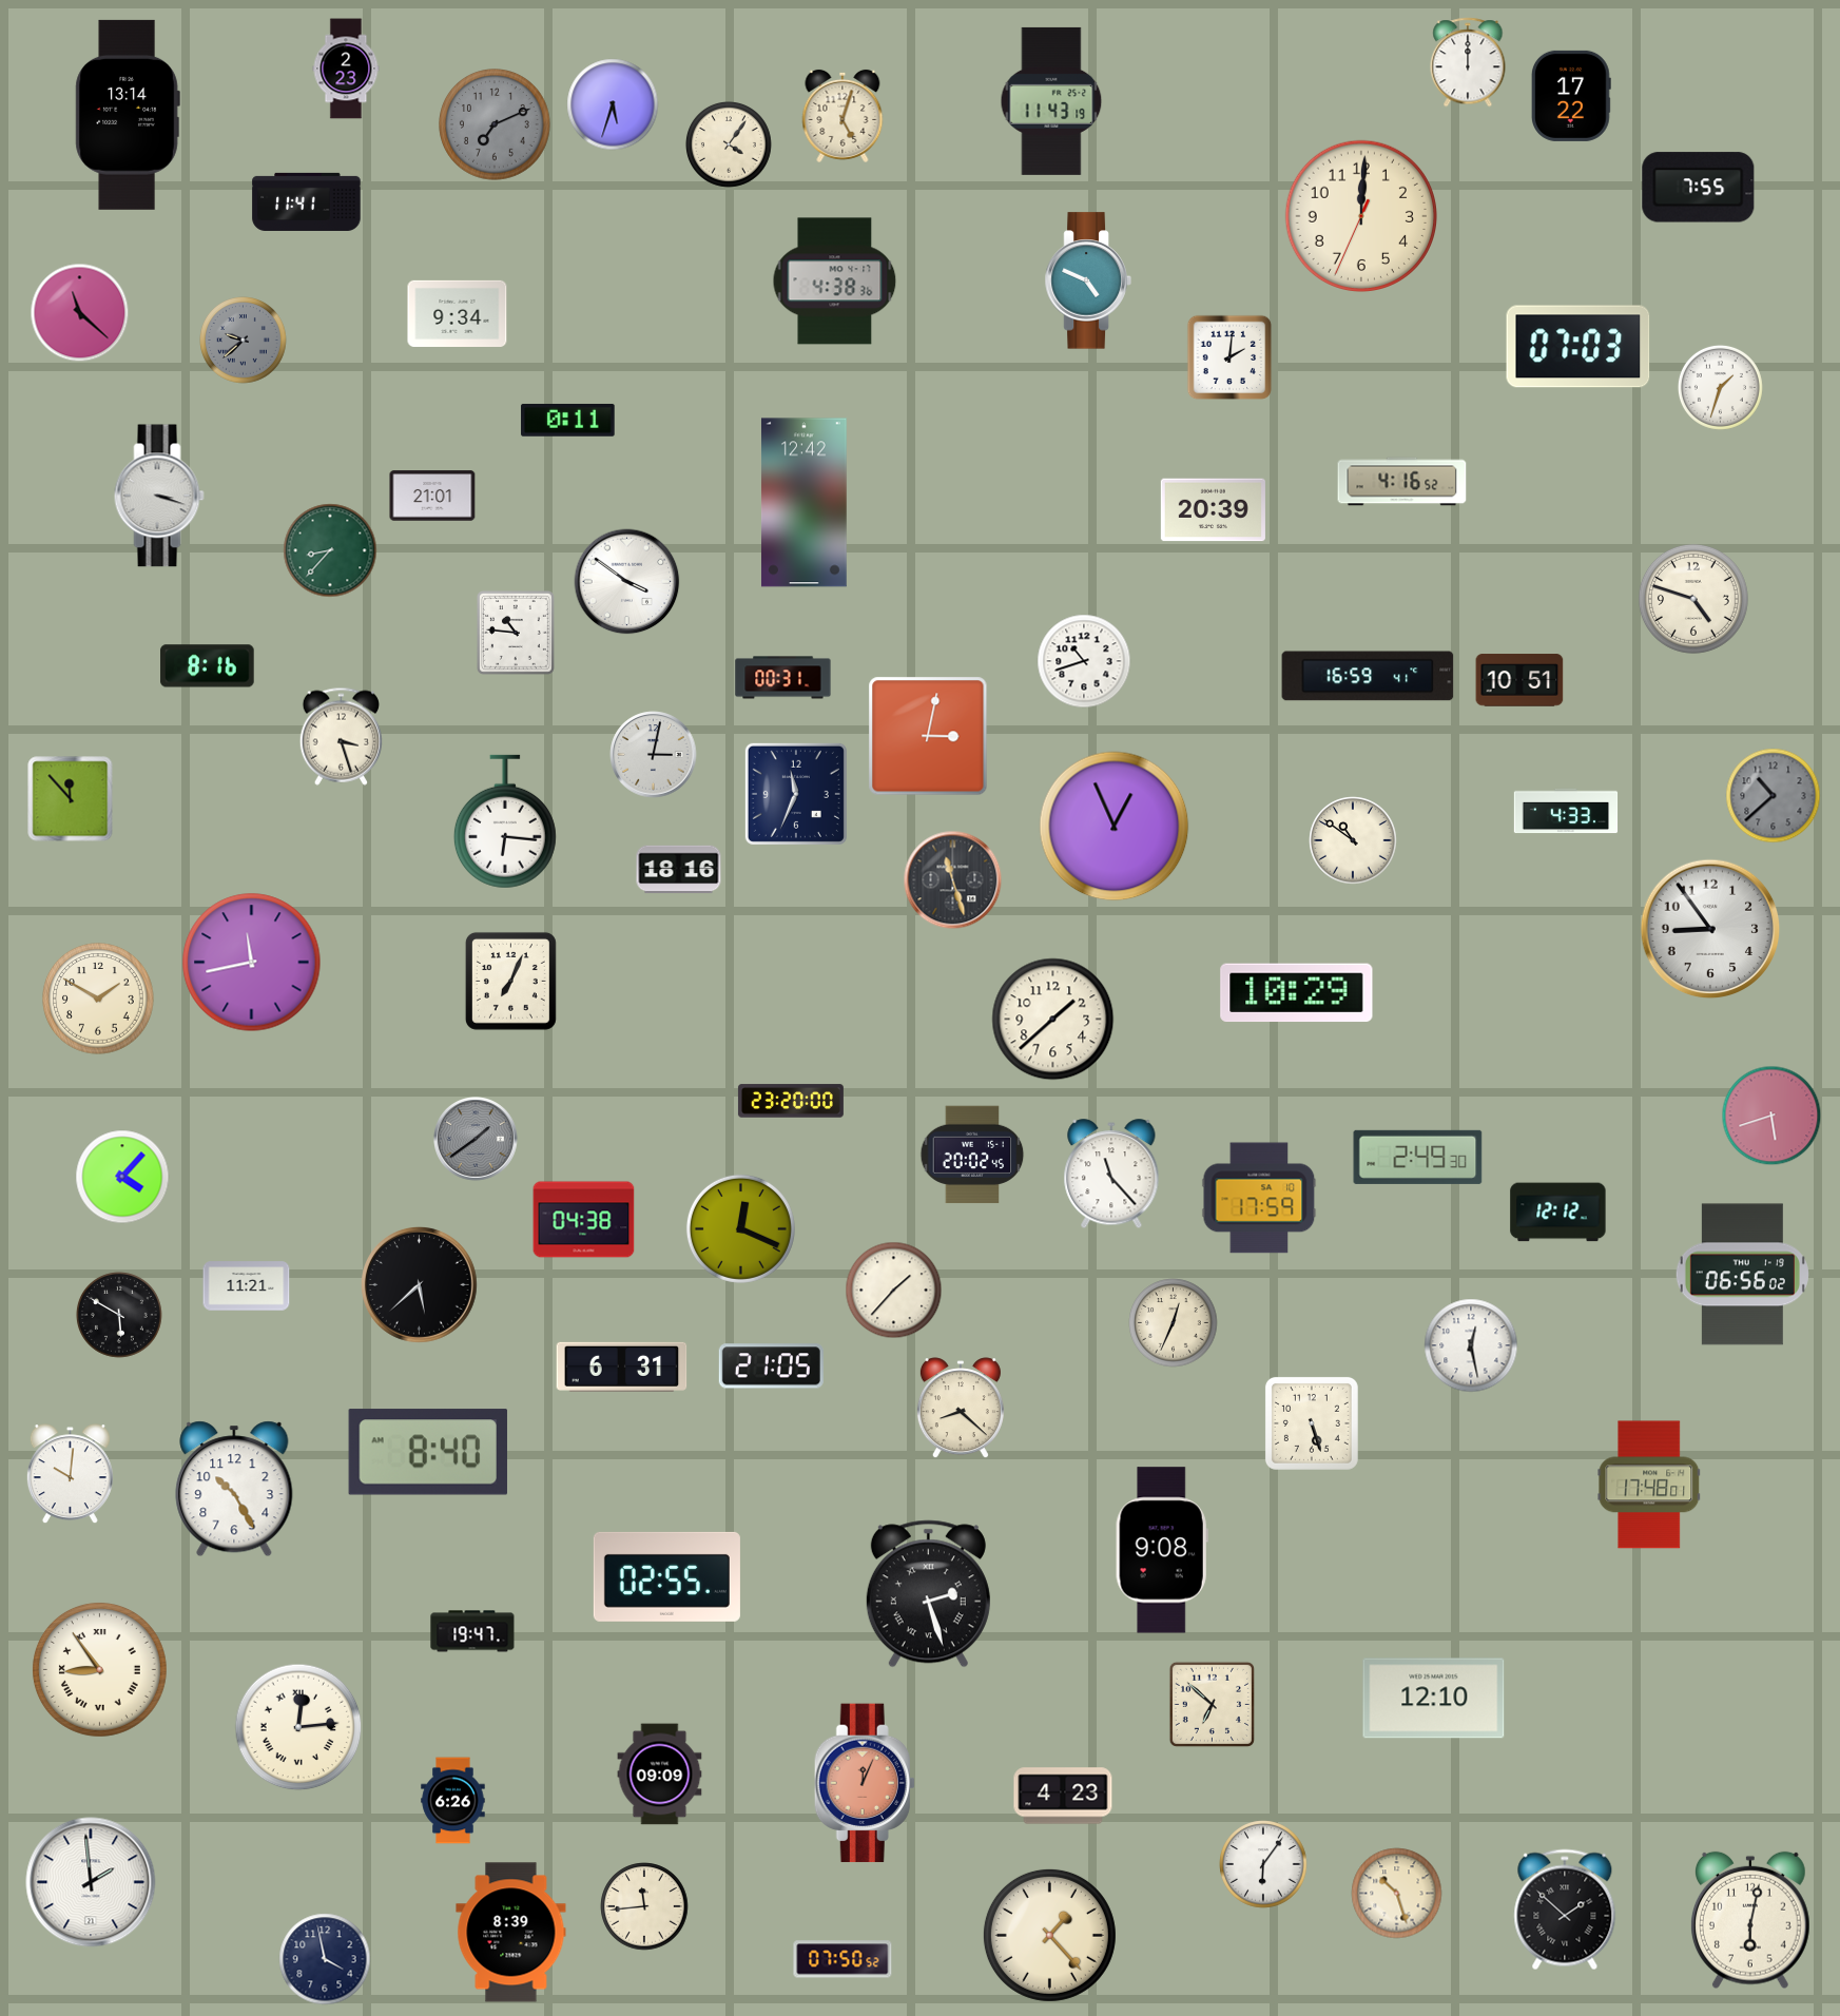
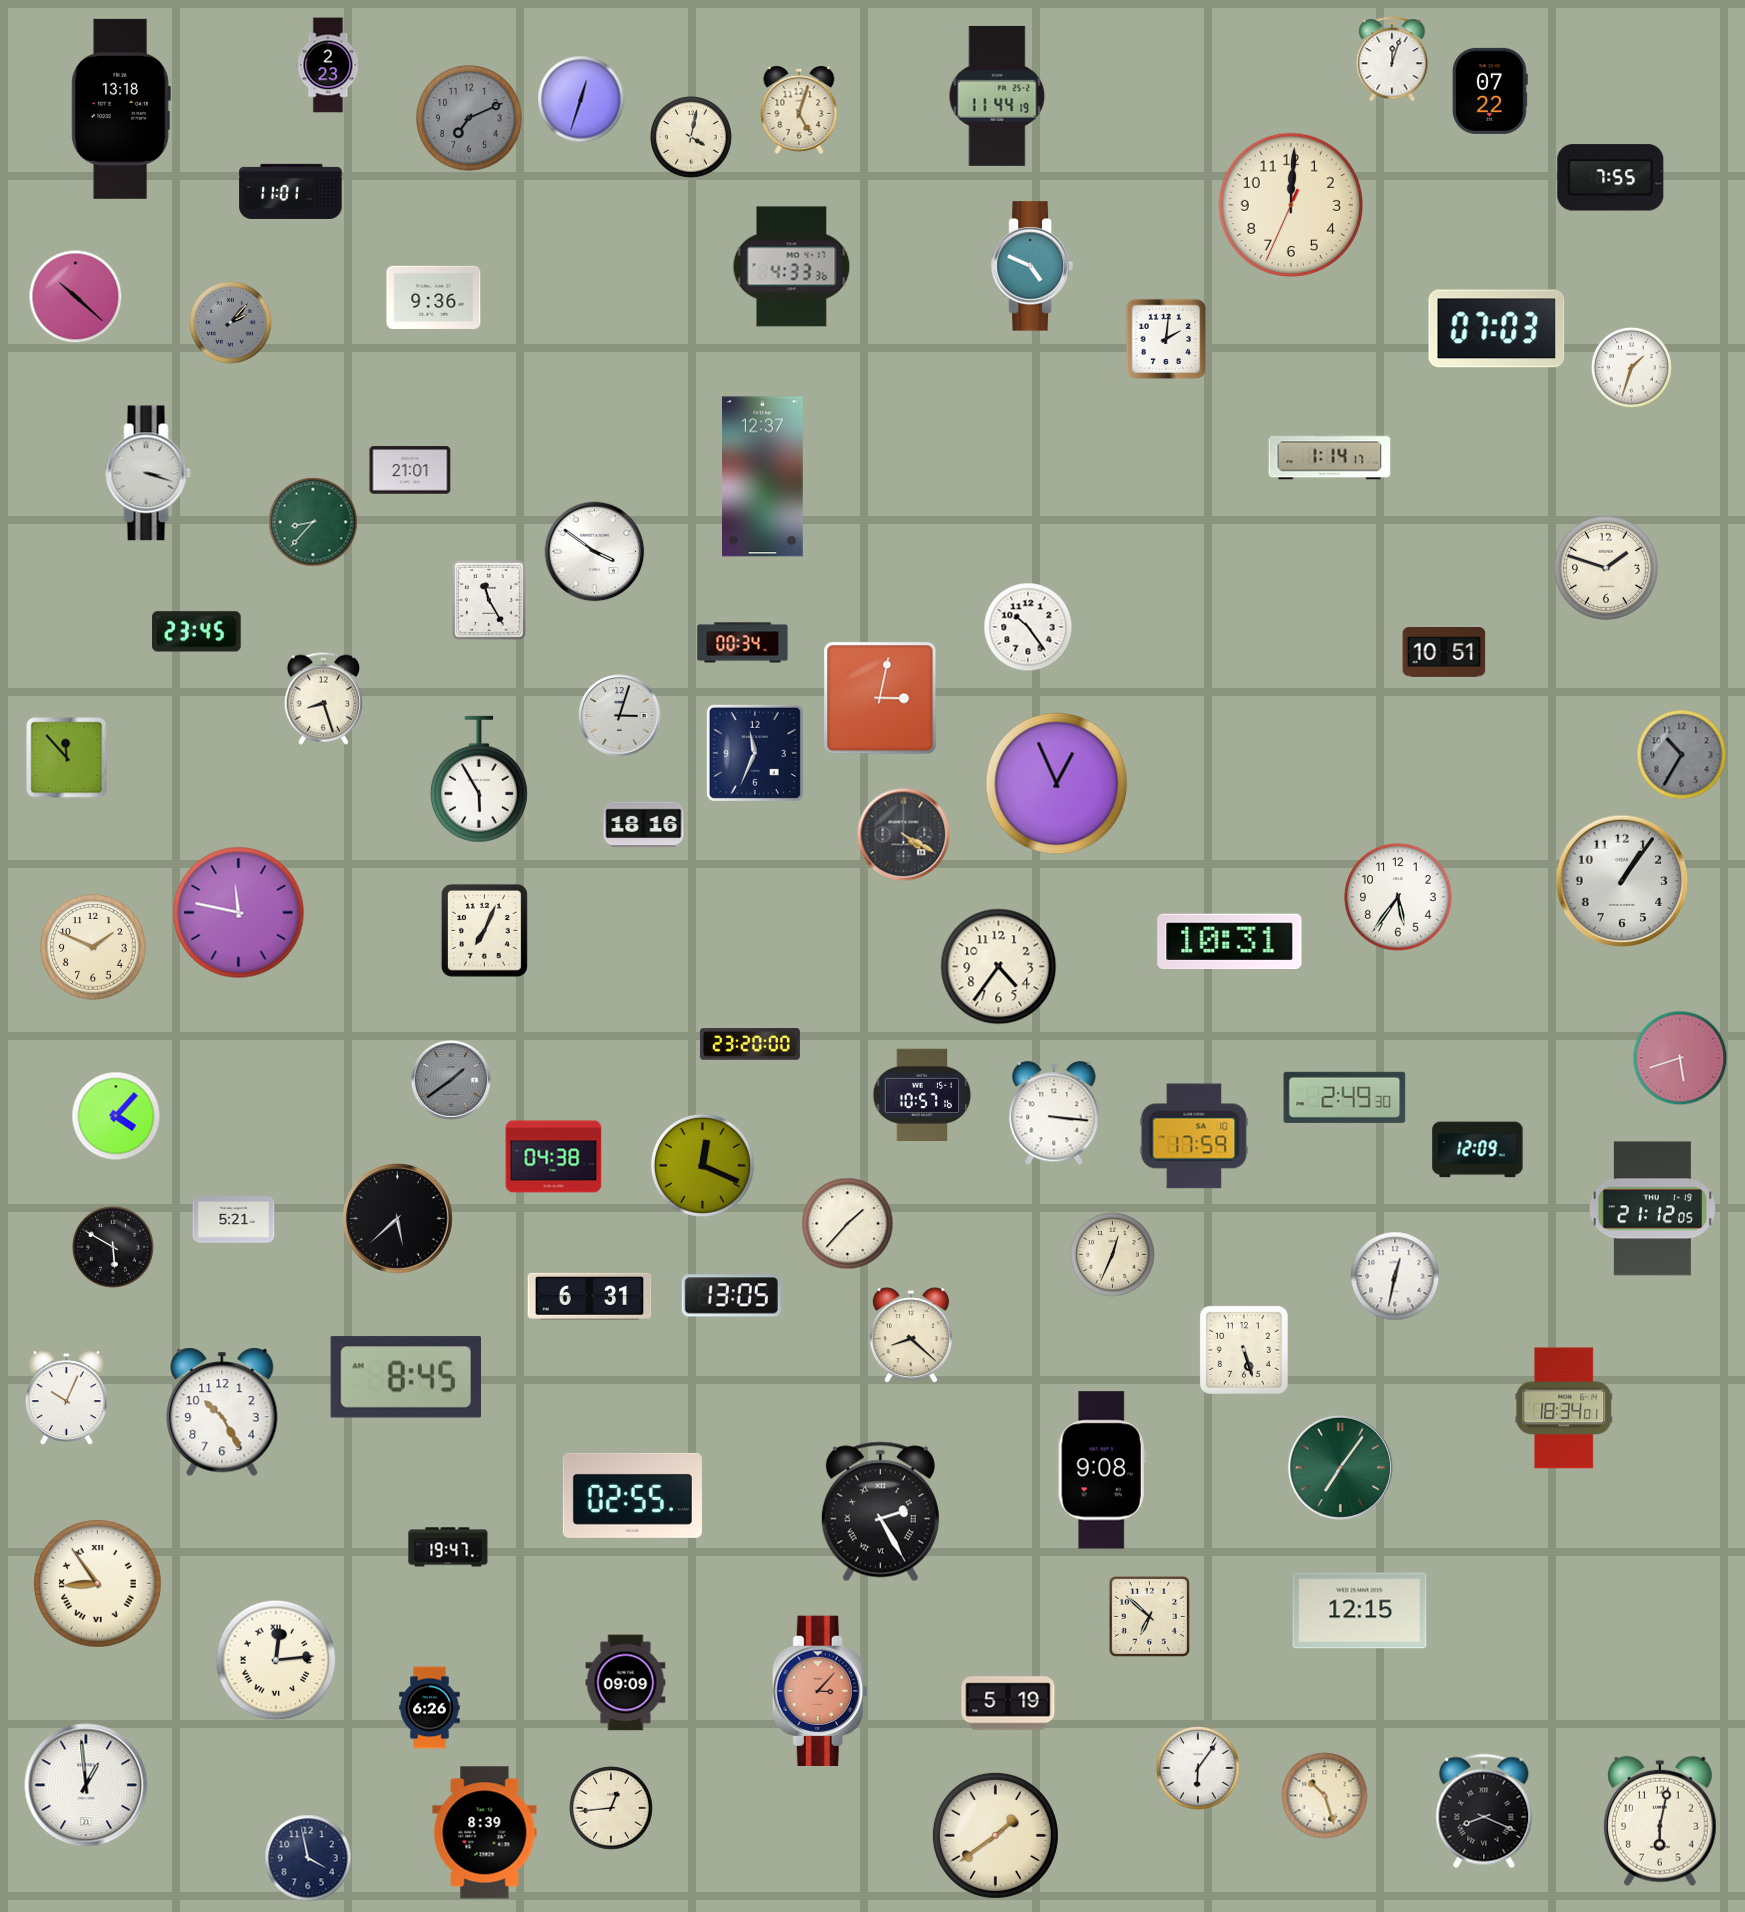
clock at (1468, 62): 12:00 -> 12:03
clock at (1571, 96): 17:22 -> 07:22
clock at (1051, 101): 11:43 -> 11:44
clock at (613, 104): 5:33 -> 12:33
clock at (128, 115): 13:14 -> 13:18
clock at (729, 144): 4:06 -> 4:02
clock at (307, 201): 11:41 -> 11:01
clock at (835, 282): 4:38 -> 4:33
clock at (80, 313): 11:22 -> 10:22
clock at (458, 313): 9:34 -> 9:36
clock at (244, 341): 9:38 -> 2:07
clock at (568, 421): 0:11 -> none
clock at (1402, 482): 4:16 -> 1:14
clock at (159, 496) position: (159, 496) -> (148, 473)
clock at (803, 503): 12:42 -> 12:37
clock at (1213, 510): 20:39 -> none
clock at (1693, 599): 4:48 -> 1:48
clock at (516, 633): 10:46 -> 11:25
clock at (1084, 661): 10:42 -> 10:24
clock at (208, 666): 8:16 -> 23:45
clock at (1368, 676): 16:59 -> none
clock at (783, 678): 00:31 -> 00:34
clock at (1519, 680) position: (1519, 680) -> (1444, 652)
clock at (341, 736): 3:27 -> 8:27
clock at (654, 755): 3:02 -> 3:03
clock at (1774, 796): 10:38 -> 10:35
clock at (1566, 811): 4:33 -> none
clock at (505, 821): 6:16 -> 5:55
clock at (1353, 840): 10:51 -> none
clock at (953, 880): 11:27 -> 4:20
clock at (1710, 929): 8:54 -> 1:06
clock at (1398, 897): none -> 5:36
clock at (252, 963): 11:43 -> 11:47
clock at (1297, 993): 10:29 -> 10:31
clock at (98, 999): 1:50 -> 1:49
clock at (1053, 1020): 1:38 -> 4:36
clock at (972, 1155): 20:02 -> 10:57
clock at (1111, 1175): 11:23 -> 3:16
clock at (1558, 1213): 12:12 -> 12:09
clock at (1742, 1275): 06:56 -> 21:12
clock at (247, 1286): 11:21 -> 5:21
clock at (1471, 1345): 12:28 -> 12:32
clock at (771, 1366): 21:05 -> 13:05
clock at (428, 1452): 8:40 -> 8:45
clock at (70, 1474): 10:01 -> 10:04
clock at (1649, 1485): 17:48 -> 18:34
clock at (1340, 1467): none -> 7:06
clock at (928, 1594): 2:27 -> 2:25
clock at (99, 1669) position: (99, 1669) -> (97, 1583)
clock at (1434, 1699): 12:10 -> 12:15
clock at (298, 1727) position: (298, 1727) -> (276, 1660)
clock at (865, 1783): 12:04 -> 3:07
clock at (1063, 1796): 4:23 -> 5:19
clock at (91, 1882): 1:59 -> 12:59
clock at (644, 1906): 11:44 -> 12:44
clock at (1565, 1910): 1:52 -> 8:19
clock at (1049, 1935): 1:23 -> 1:39
clock at (842, 1959): 07:50 -> none
